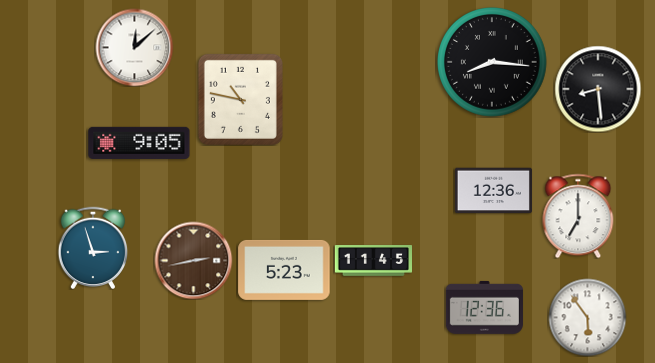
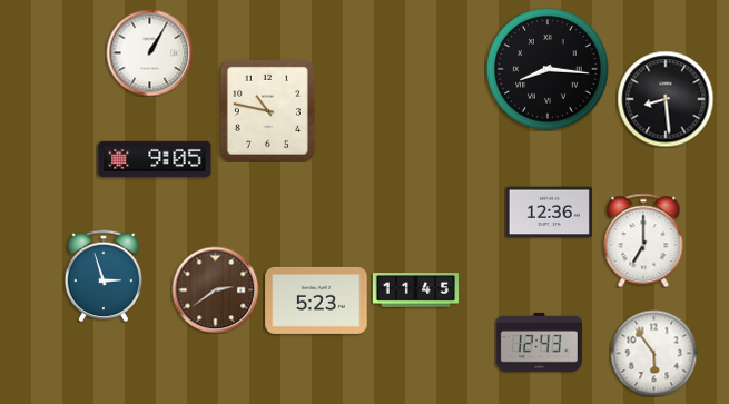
clock at (134, 47): 12:08 -> 1:05
clock at (193, 260): 2:43 -> 2:39
clock at (484, 307): 12:36 -> 12:43
